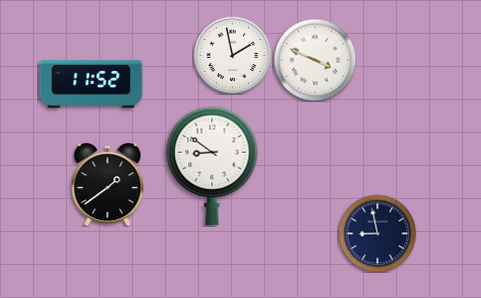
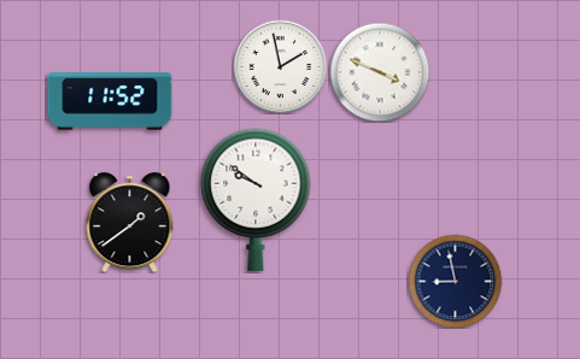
clock at (212, 166): 8:51 -> 9:51
